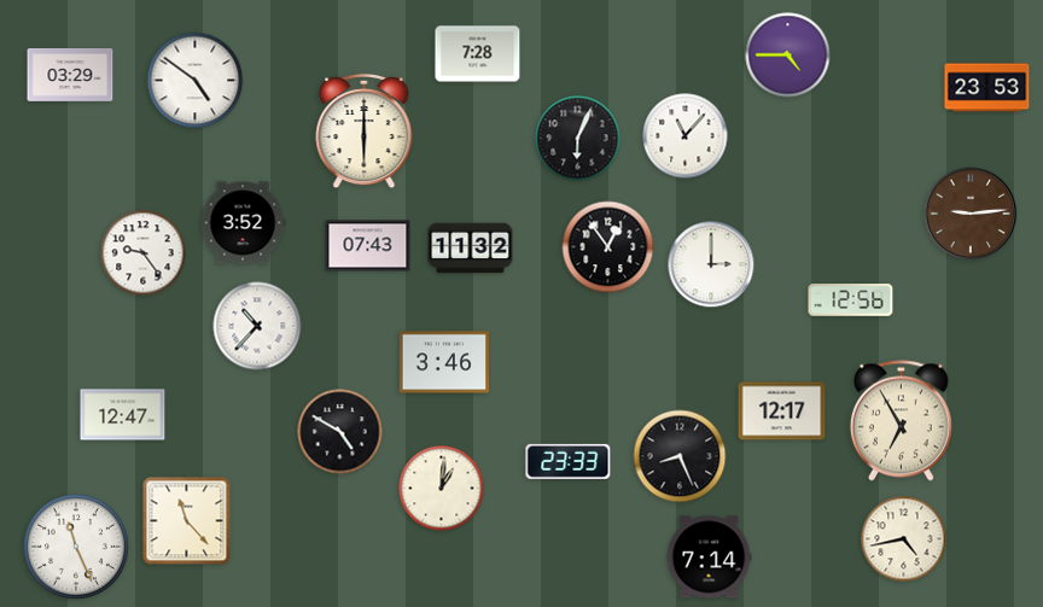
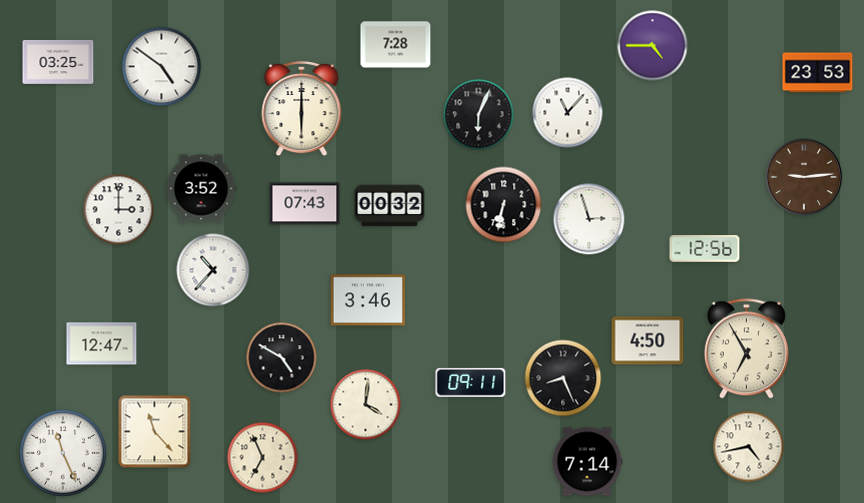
clock at (70, 75): 03:29 -> 03:25
clock at (243, 223) position: (243, 223) -> (201, 189)
clock at (608, 247): 12:54 -> 6:32
clock at (471, 249): 11:32 -> 00:32
clock at (144, 253): 9:24 -> 3:00
clock at (711, 264): 3:00 -> 2:57
clock at (782, 412): 12:17 -> 4:50
clock at (569, 461): 23:33 -> 09:11
clock at (442, 489): 1:01 -> 4:01
clock at (263, 458): none -> 6:56
